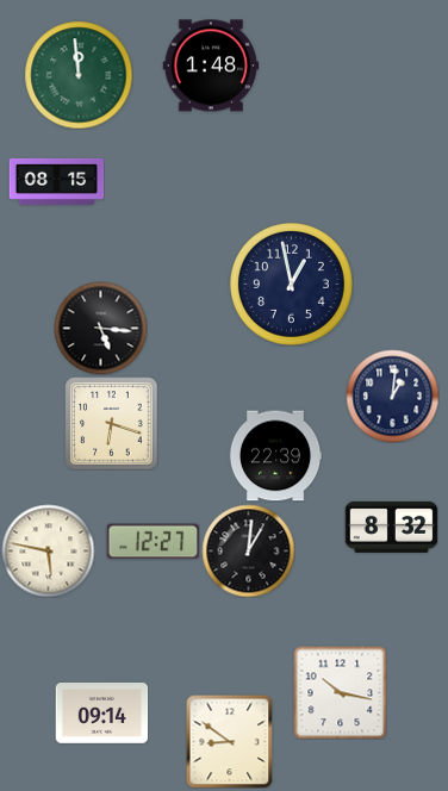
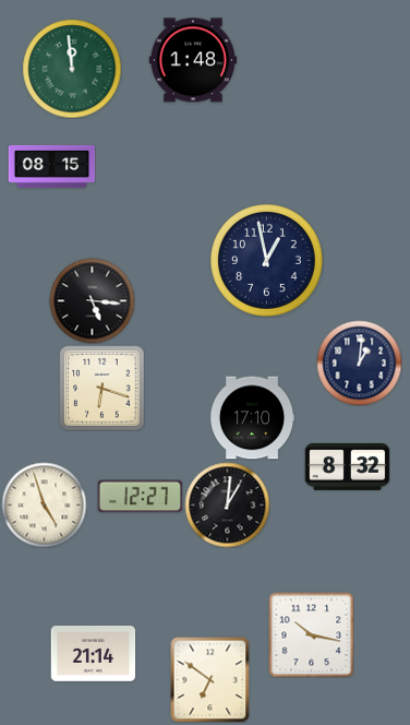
clock at (275, 456): 22:39 -> 17:10
clock at (391, 527) position: (391, 527) -> (347, 466)
clock at (48, 550): 5:47 -> 4:57
clock at (101, 714): 09:14 -> 21:14
clock at (230, 741): 8:51 -> 6:51
